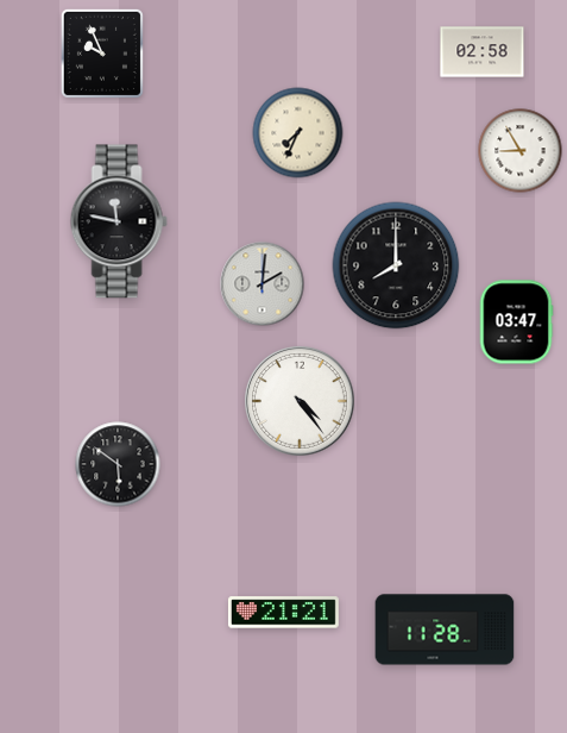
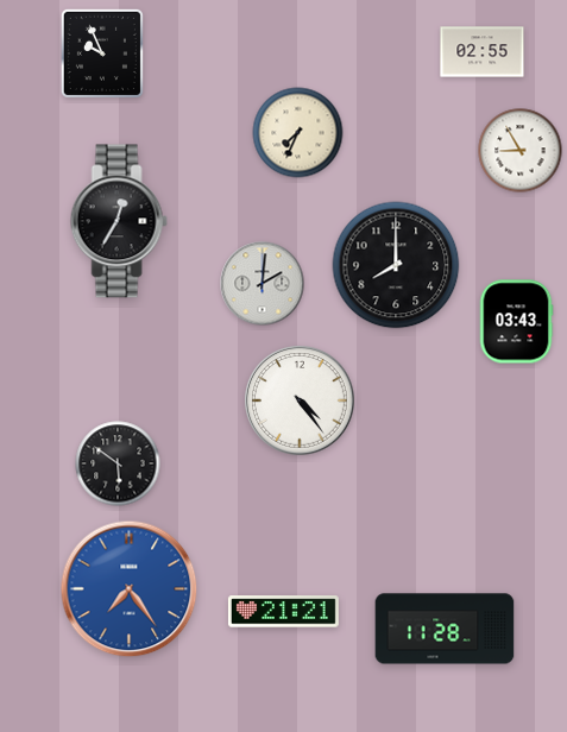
clock at (483, 52): 02:58 -> 02:55
clock at (119, 221): 11:47 -> 12:35
clock at (516, 322): 03:47 -> 03:43
clock at (130, 589): none -> 7:24
